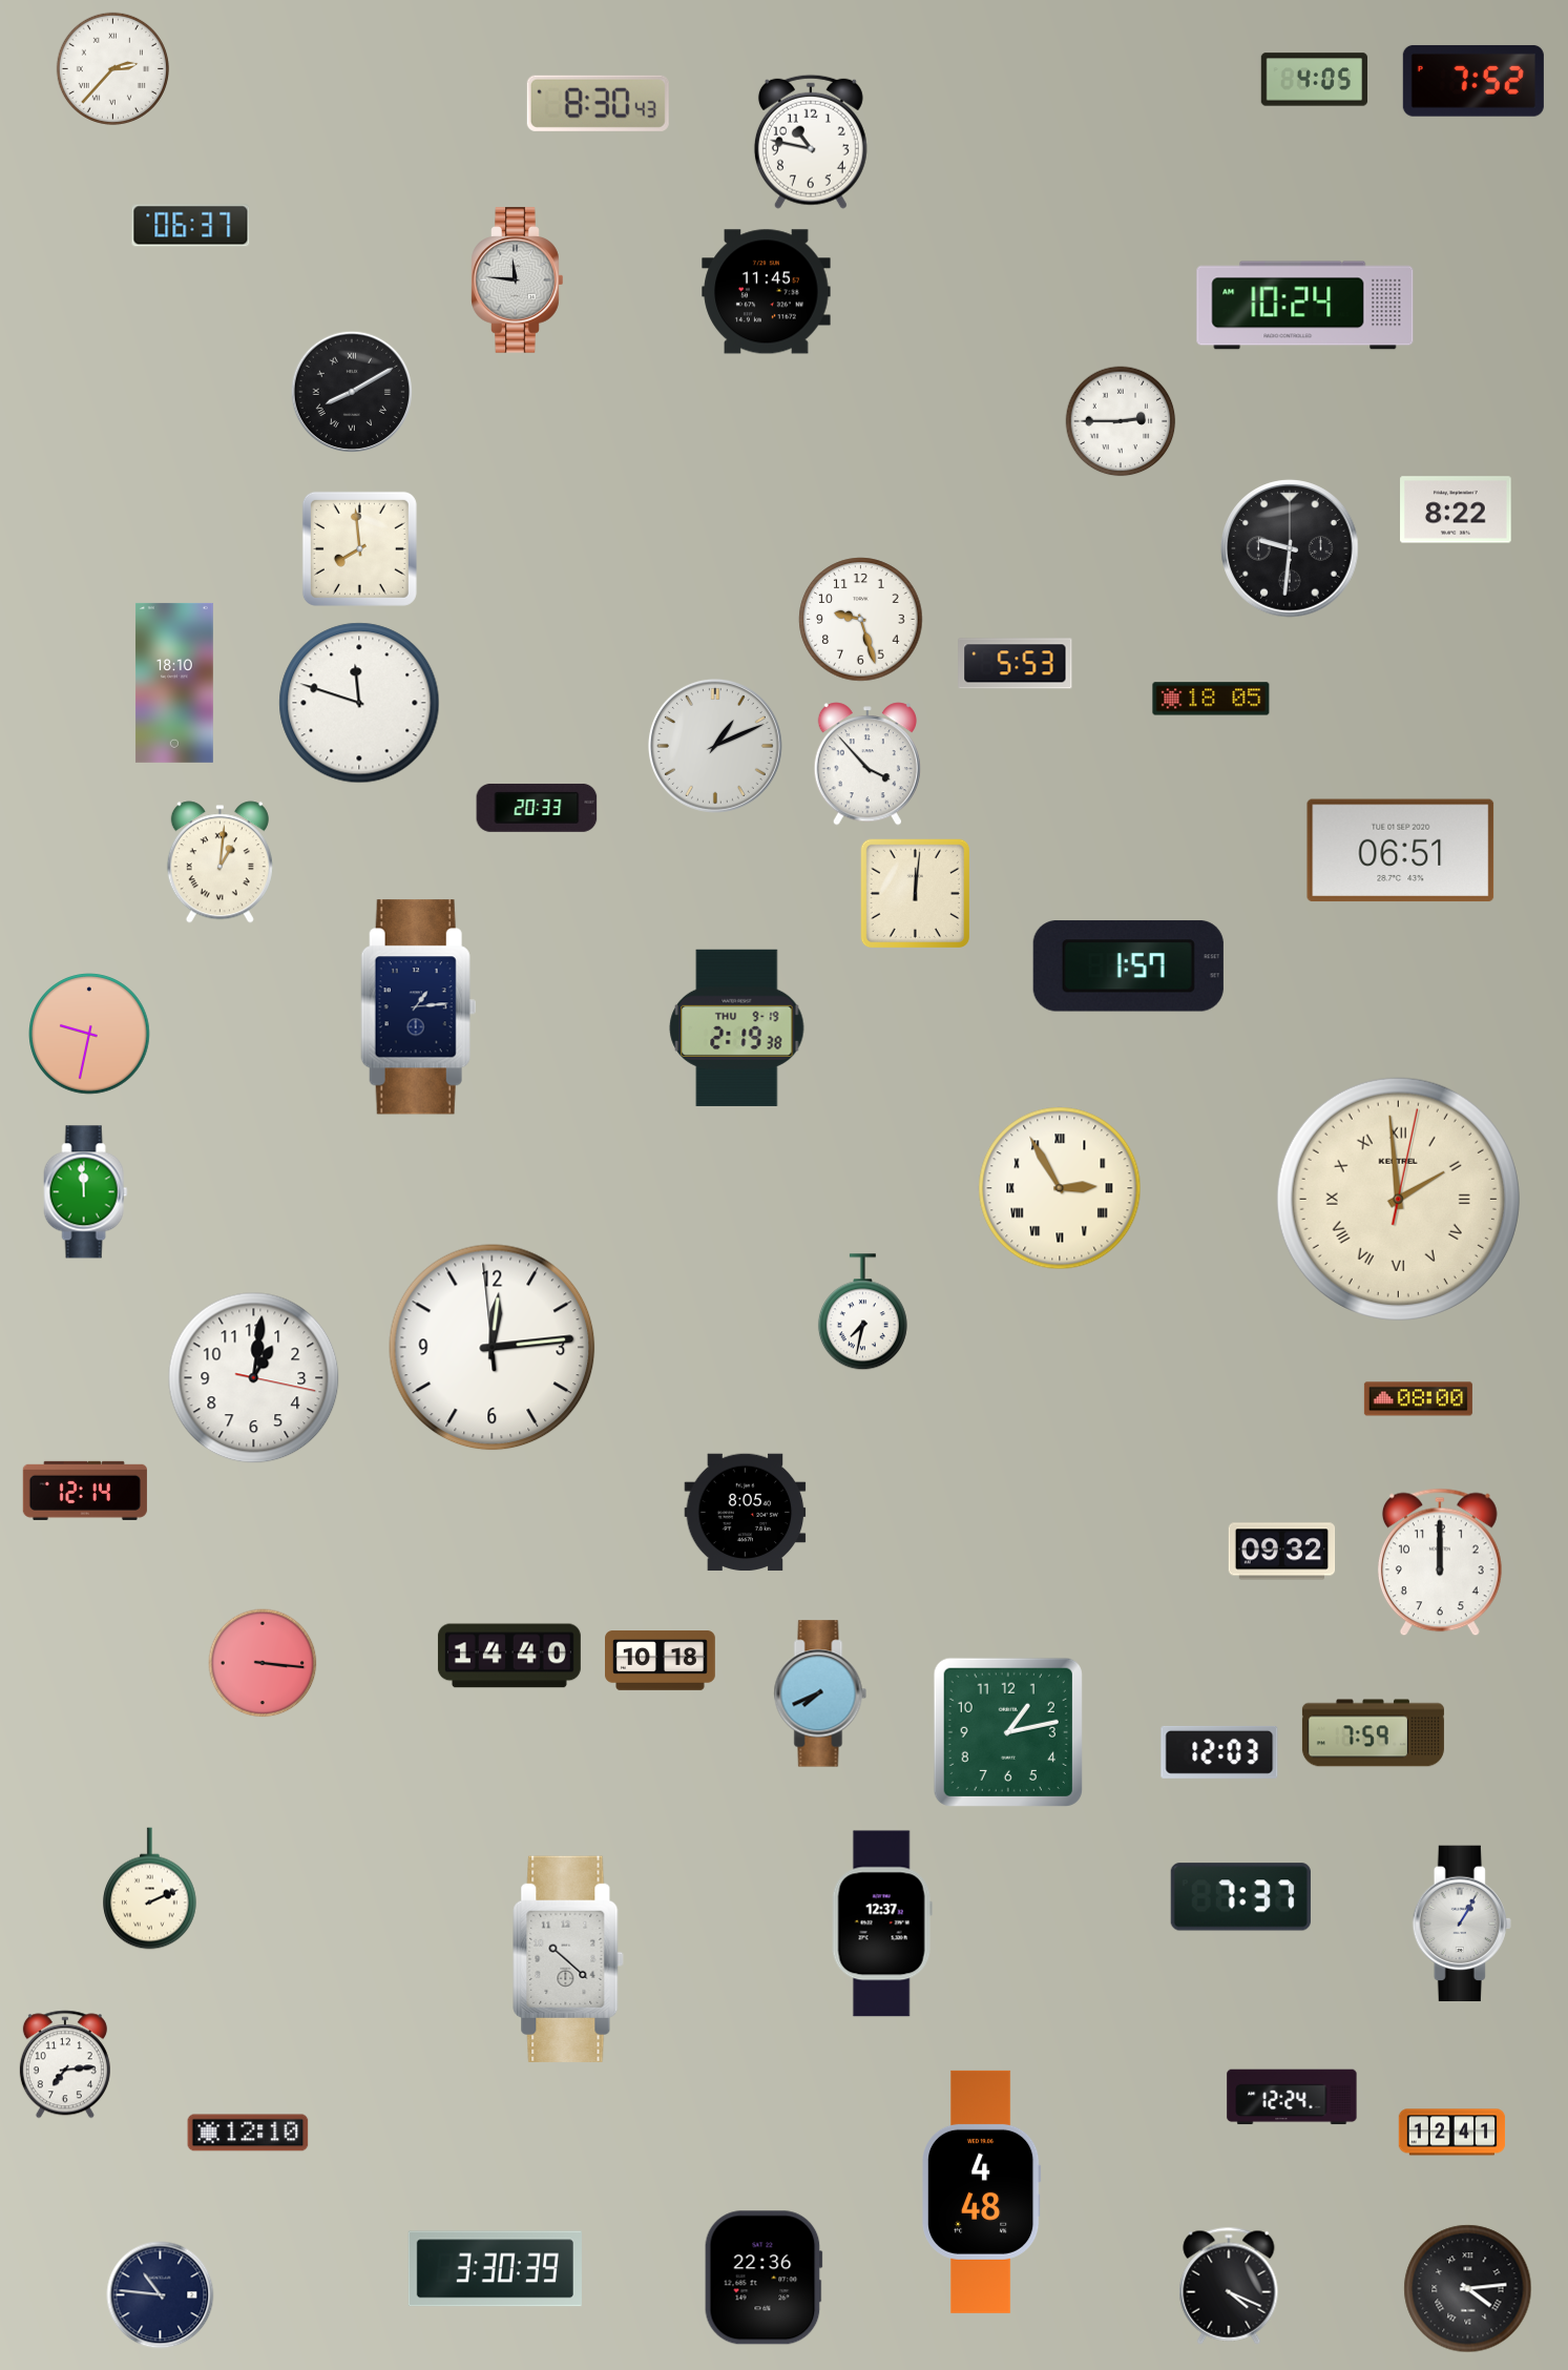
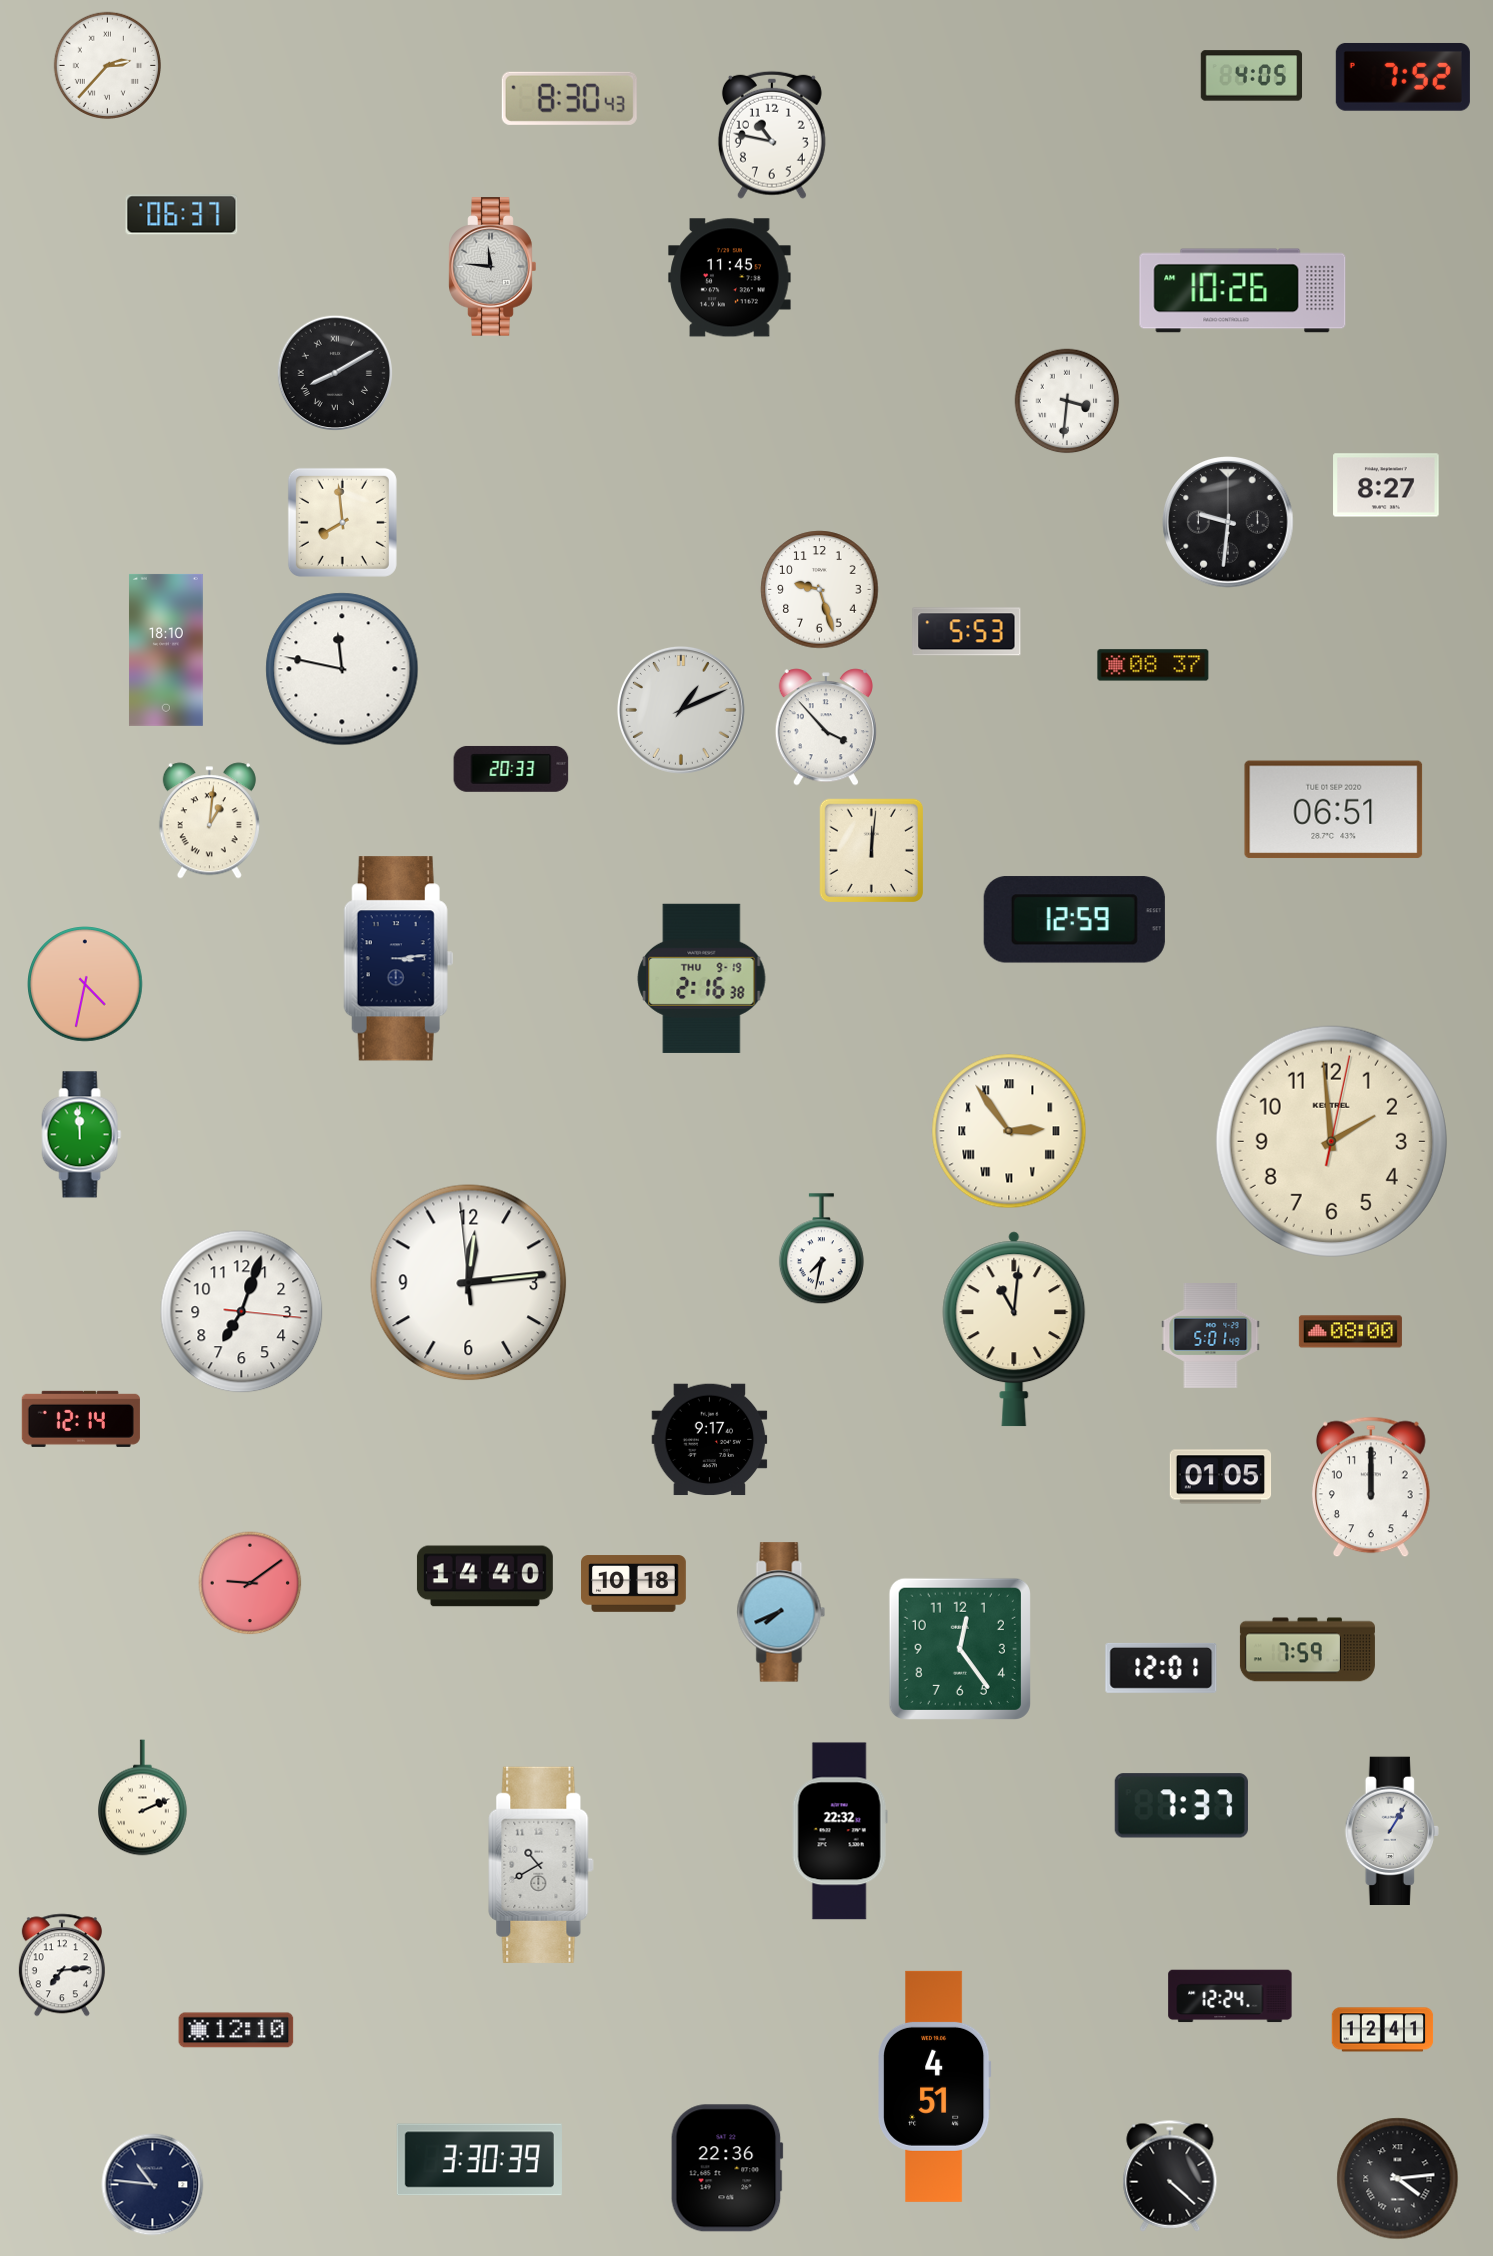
clock at (1305, 306): 10:24 -> 10:26
clock at (1121, 421): 2:45 -> 3:31
clock at (1456, 510): 8:22 -> 8:27
clock at (1211, 699): 18:05 -> 08:37
clock at (359, 703): 11:48 -> 11:47
clock at (1128, 966): 1:57 -> 12:59
clock at (418, 1007): 1:14 -> 3:14
clock at (737, 1027): 2:19 -> 2:16
clock at (89, 1034): 9:32 -> 4:32
clock at (1060, 1188): 2:55 -> 2:54
clock at (1398, 1199) numerals: Roman -> Arabic
clock at (254, 1378): 1:01 -> 7:03
clock at (1014, 1329): none -> 11:01
clock at (1211, 1336): none -> 5:01
clock at (746, 1513): 8:05 -> 9:17
clock at (1282, 1552): 09:32 -> 01:05
clock at (661, 1661) position: (661, 1661) -> (634, 1584)
clock at (263, 1663): 3:16 -> 9:09
clock at (1008, 1732): 1:13 -> 12:24
clock at (1219, 1752): 12:03 -> 12:01
clock at (882, 1924): 12:37 -> 22:32
clock at (568, 1959): 10:22 -> 10:40
clock at (982, 2191): 4:48 -> 4:51
clock at (495, 2269) position: (495, 2269) -> (479, 2160)
clock at (1229, 2286): 4:19 -> 4:22
